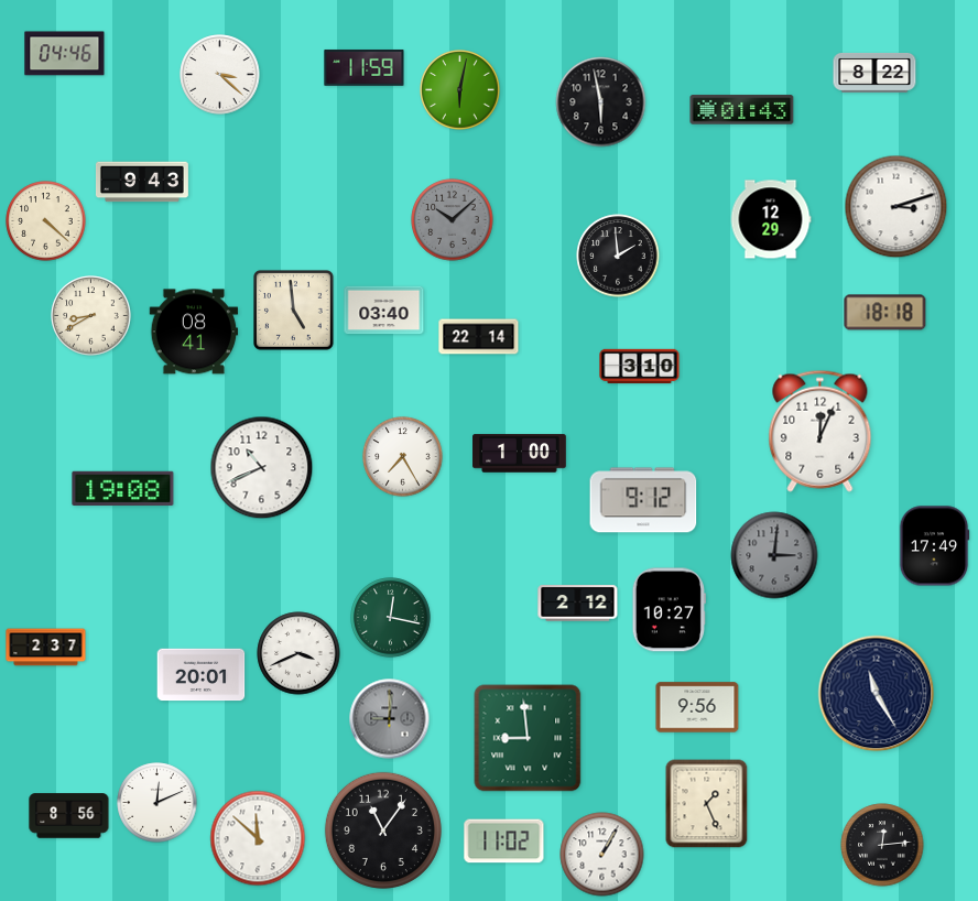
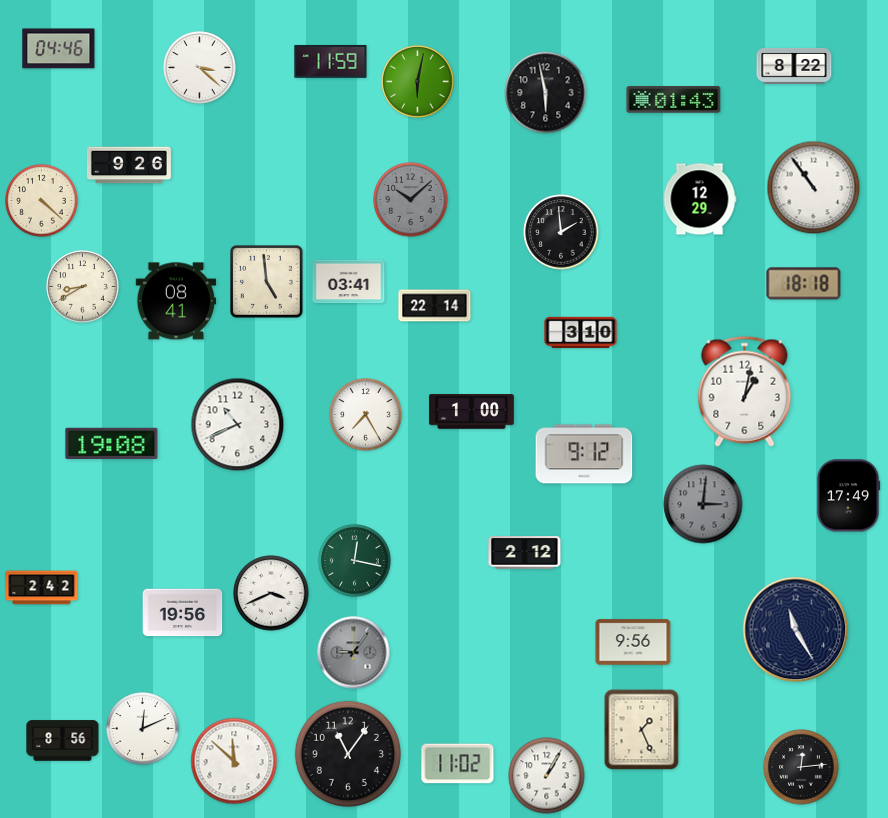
clock at (142, 182): 9:43 -> 9:26
clock at (896, 207): 3:12 -> 10:54
clock at (384, 311): 03:40 -> 03:41
clock at (821, 431): 12:04 -> 1:02
clock at (578, 604) position: (578, 604) -> (525, 553)
clock at (669, 610): 10:27 -> none
clock at (46, 648): 2:37 -> 2:42
clock at (202, 675): 20:01 -> 19:56
clock at (390, 719): 9:01 -> 9:06
clock at (528, 738): 8:59 -> none
